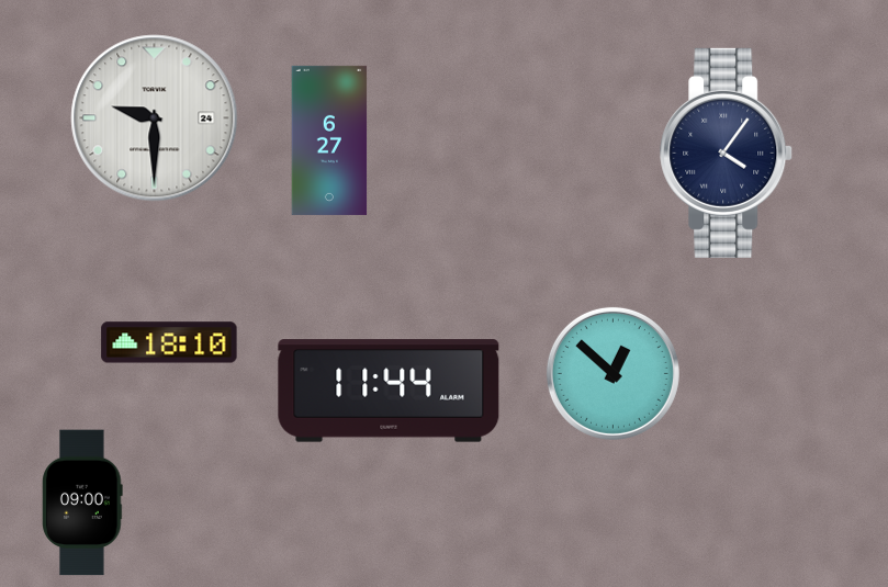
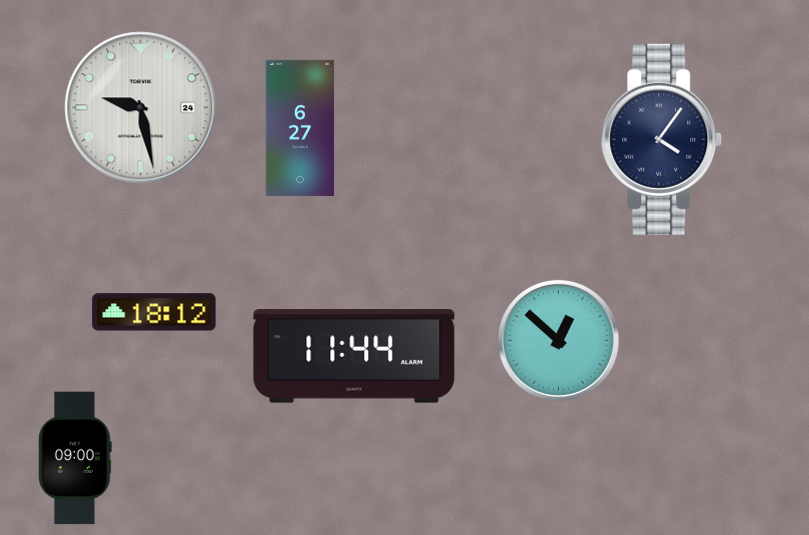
clock at (155, 118): 9:30 -> 9:28
clock at (169, 342): 18:10 -> 18:12
